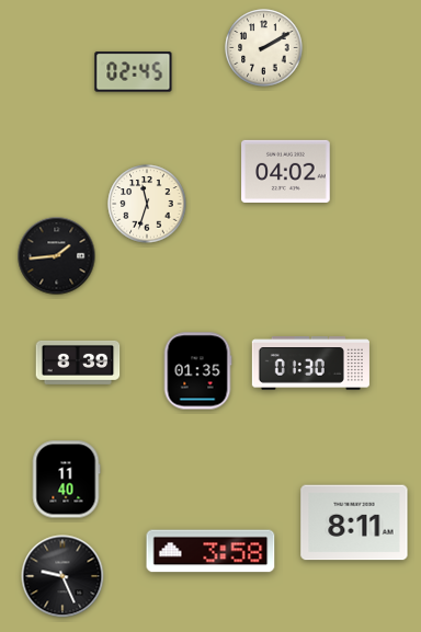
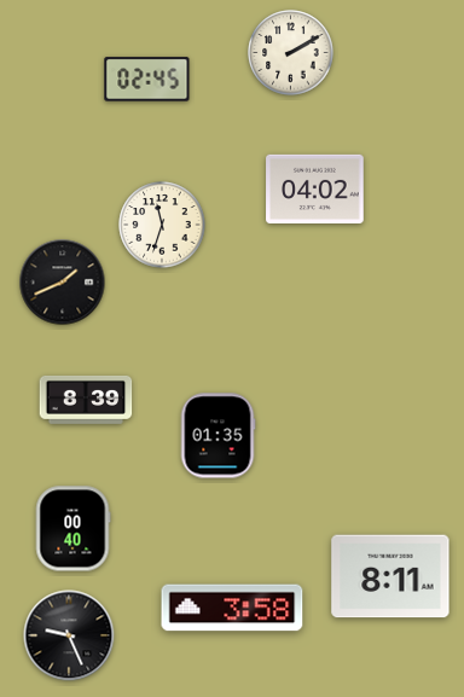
clock at (57, 256): 1:44 -> 1:41
clock at (310, 364): 01:30 -> none
clock at (197, 371) position: (197, 371) -> (217, 436)
clock at (66, 480): 11:40 -> 00:40
